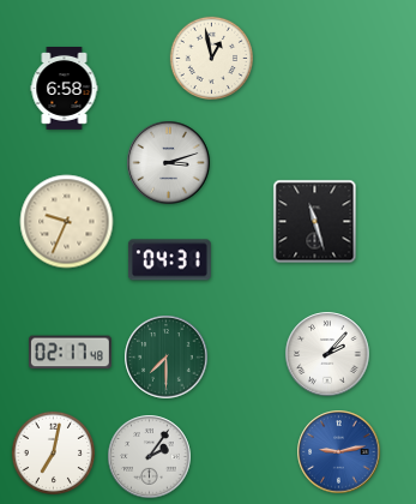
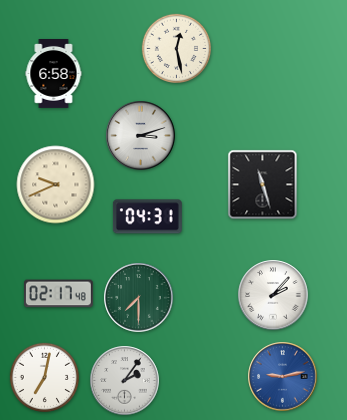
clock at (211, 58): 12:58 -> 12:28
clock at (67, 222): 9:34 -> 9:41
clock at (169, 260) position: (169, 260) -> (147, 217)
